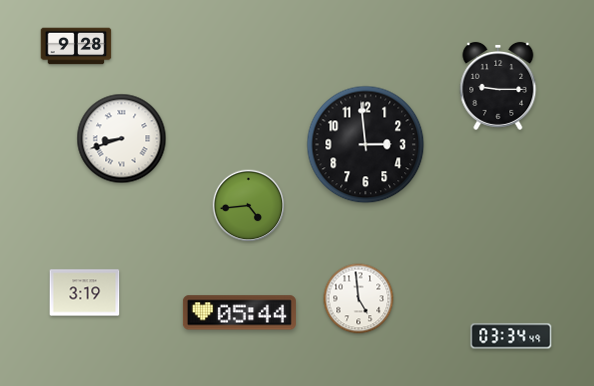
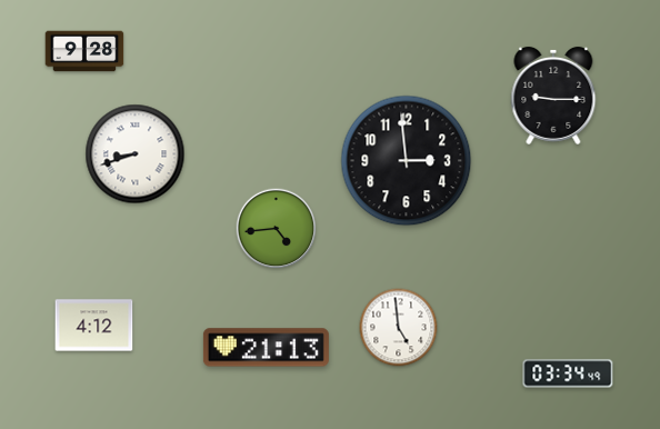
clock at (85, 293): 3:19 -> 4:12
clock at (359, 299) position: (359, 299) -> (399, 328)
clock at (239, 313): 05:44 -> 21:13
